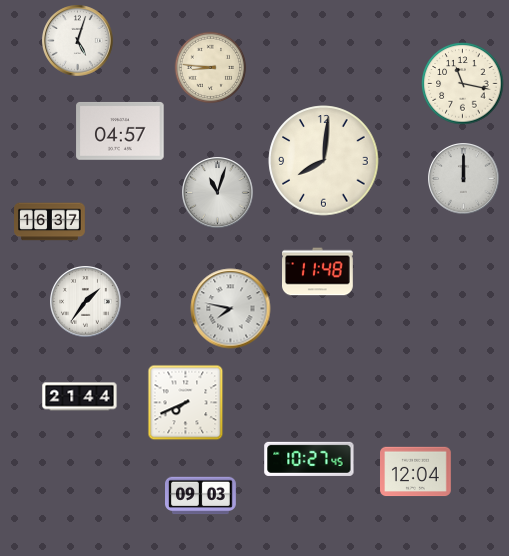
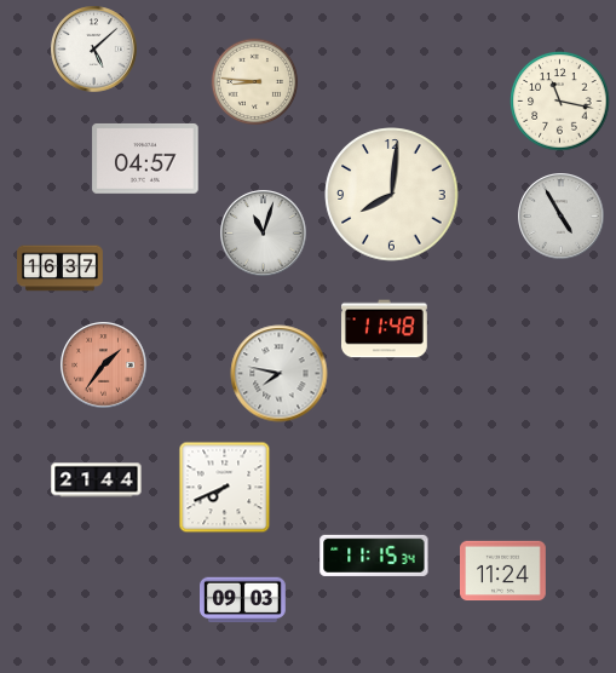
clock at (78, 41): 5:03 -> 5:08
clock at (464, 179): 12:00 -> 4:55
clock at (86, 302) dial: white -> salmon
clock at (309, 459): 10:27 -> 11:15
clock at (416, 472): 12:04 -> 11:24
